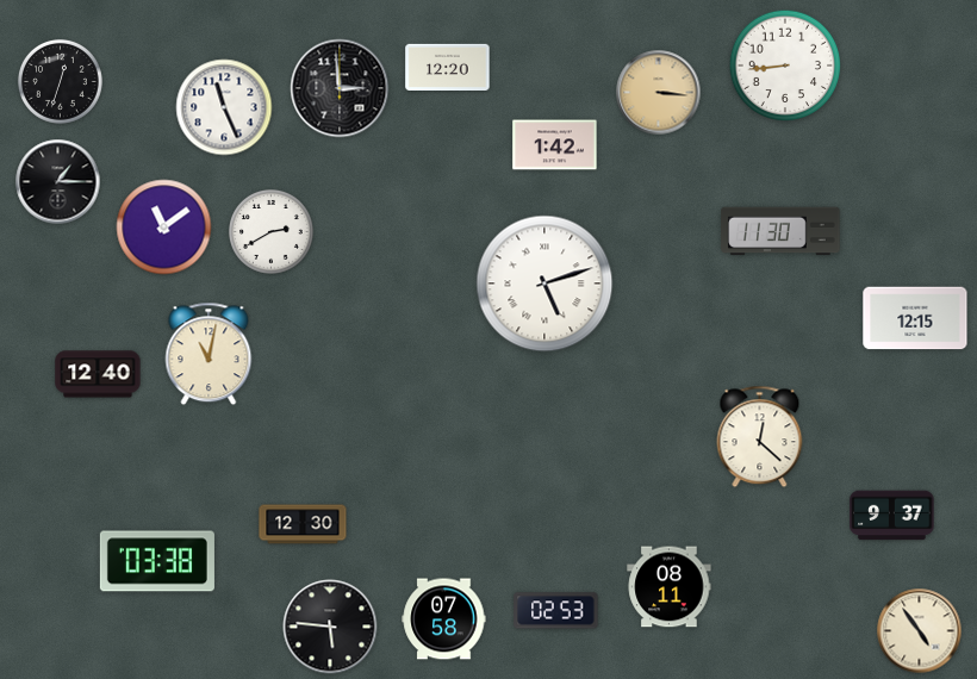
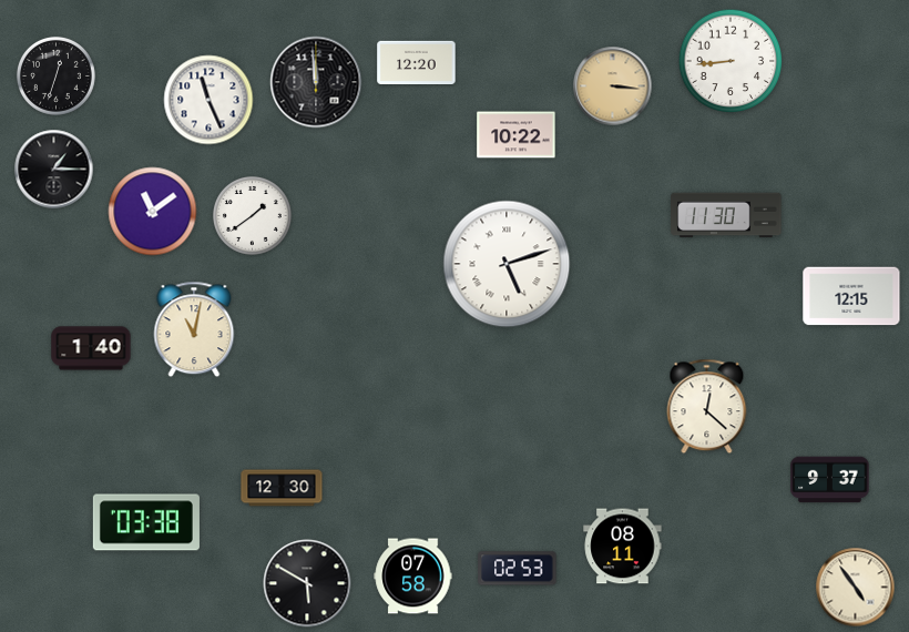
clock at (340, 88): 2:59 -> 11:59
clock at (555, 145): 1:42 -> 10:22
clock at (270, 231): 2:40 -> 1:39
clock at (98, 374): 12:40 -> 1:40
clock at (330, 627): 5:46 -> 5:50
